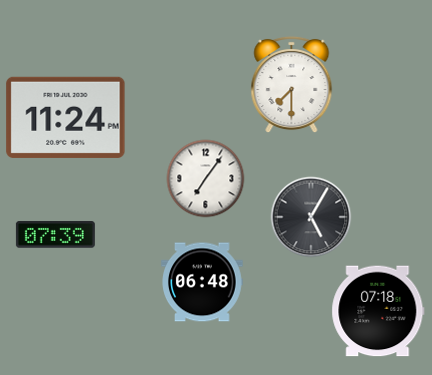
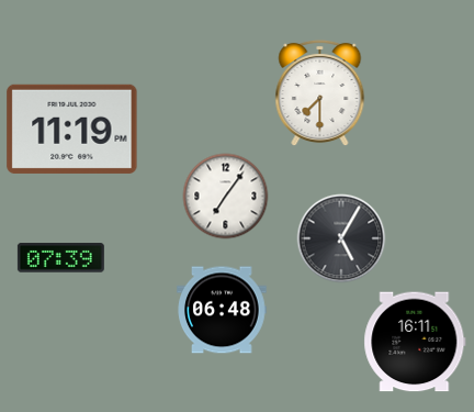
clock at (66, 117): 11:24 -> 11:19
clock at (378, 311): 07:18 -> 16:11
